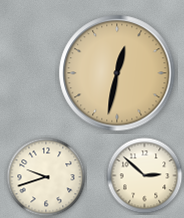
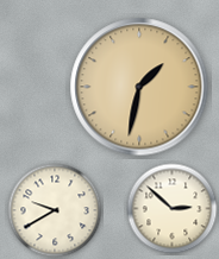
clock at (117, 73): 12:32 -> 1:32
clock at (46, 177): 9:42 -> 9:40
